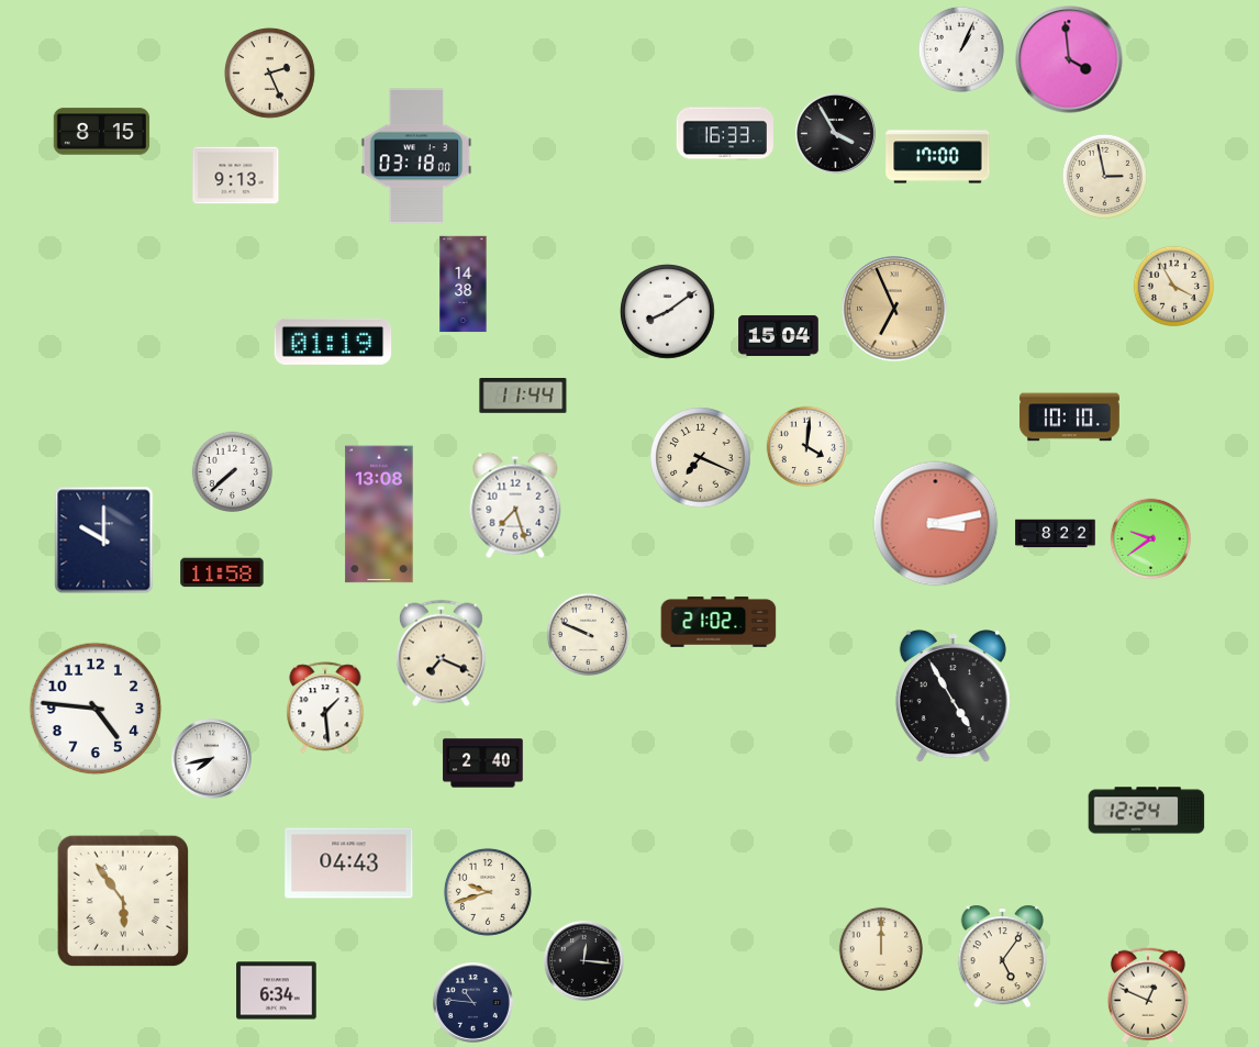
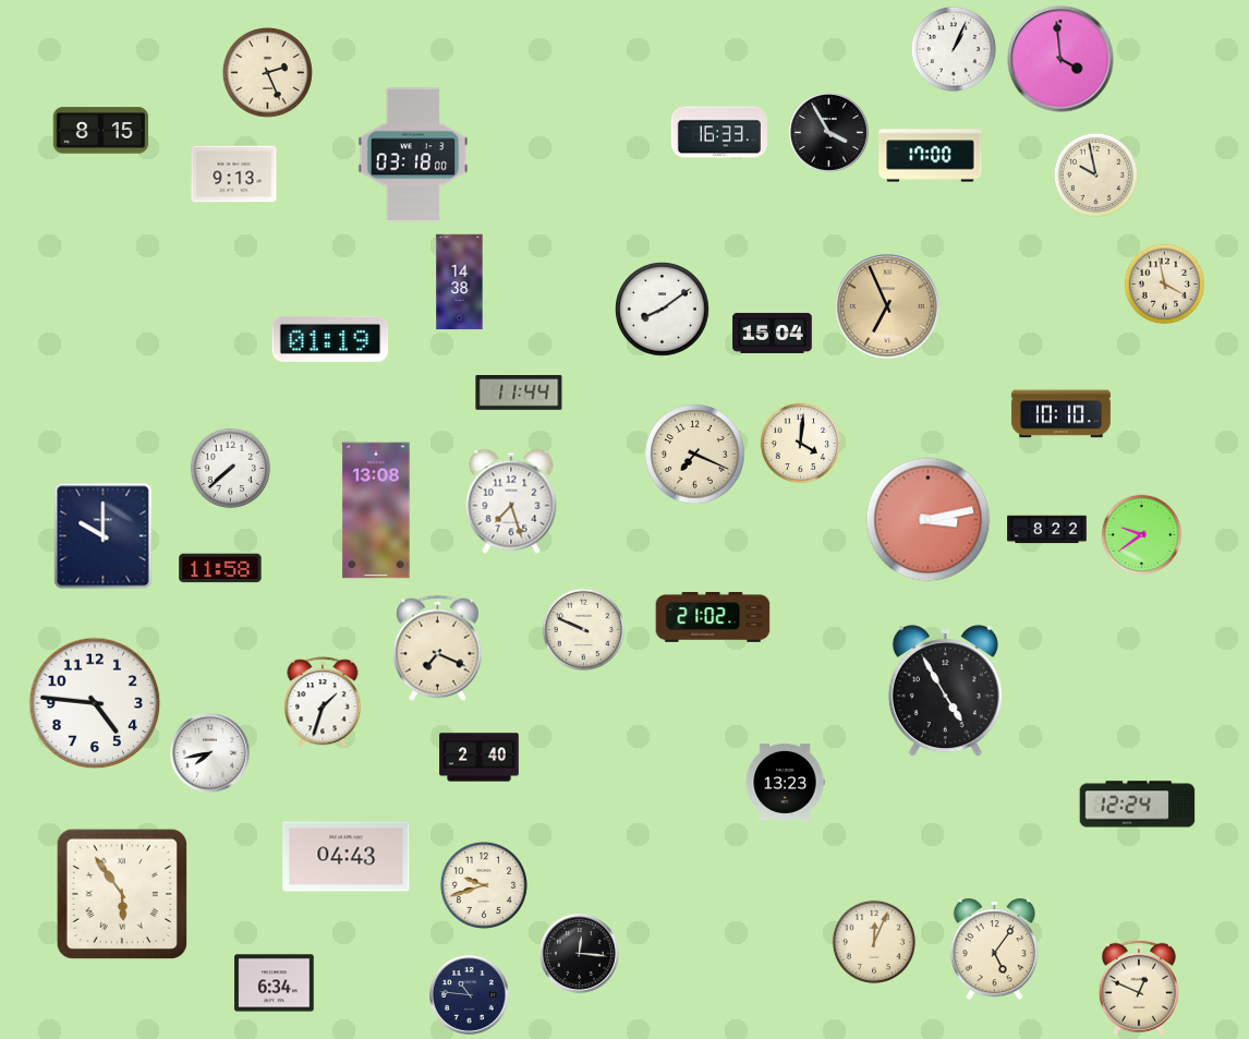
clock at (1104, 176): 2:58 -> 9:58
clock at (1174, 287): 3:55 -> 3:58
clock at (325, 708): 1:29 -> 1:33
clock at (785, 782): none -> 13:23
clock at (881, 949): 12:00 -> 12:04
